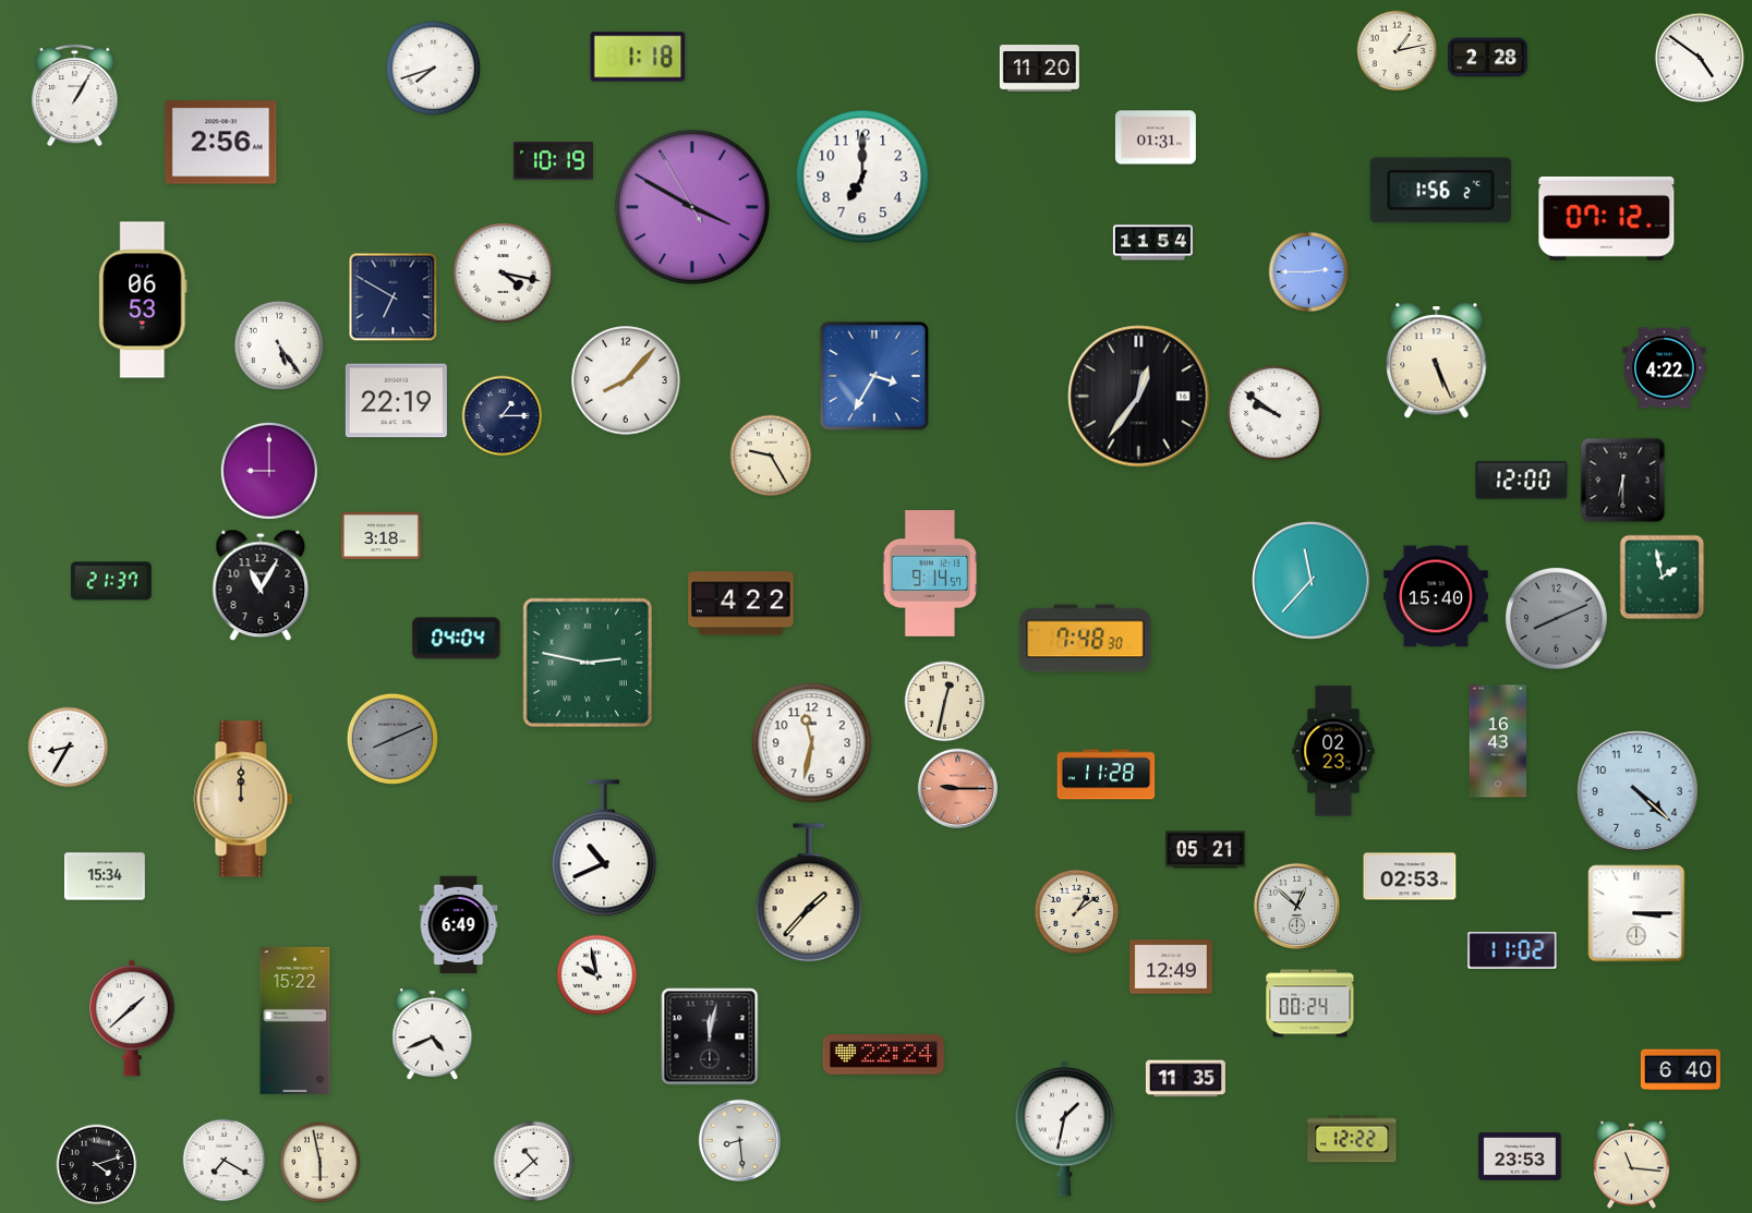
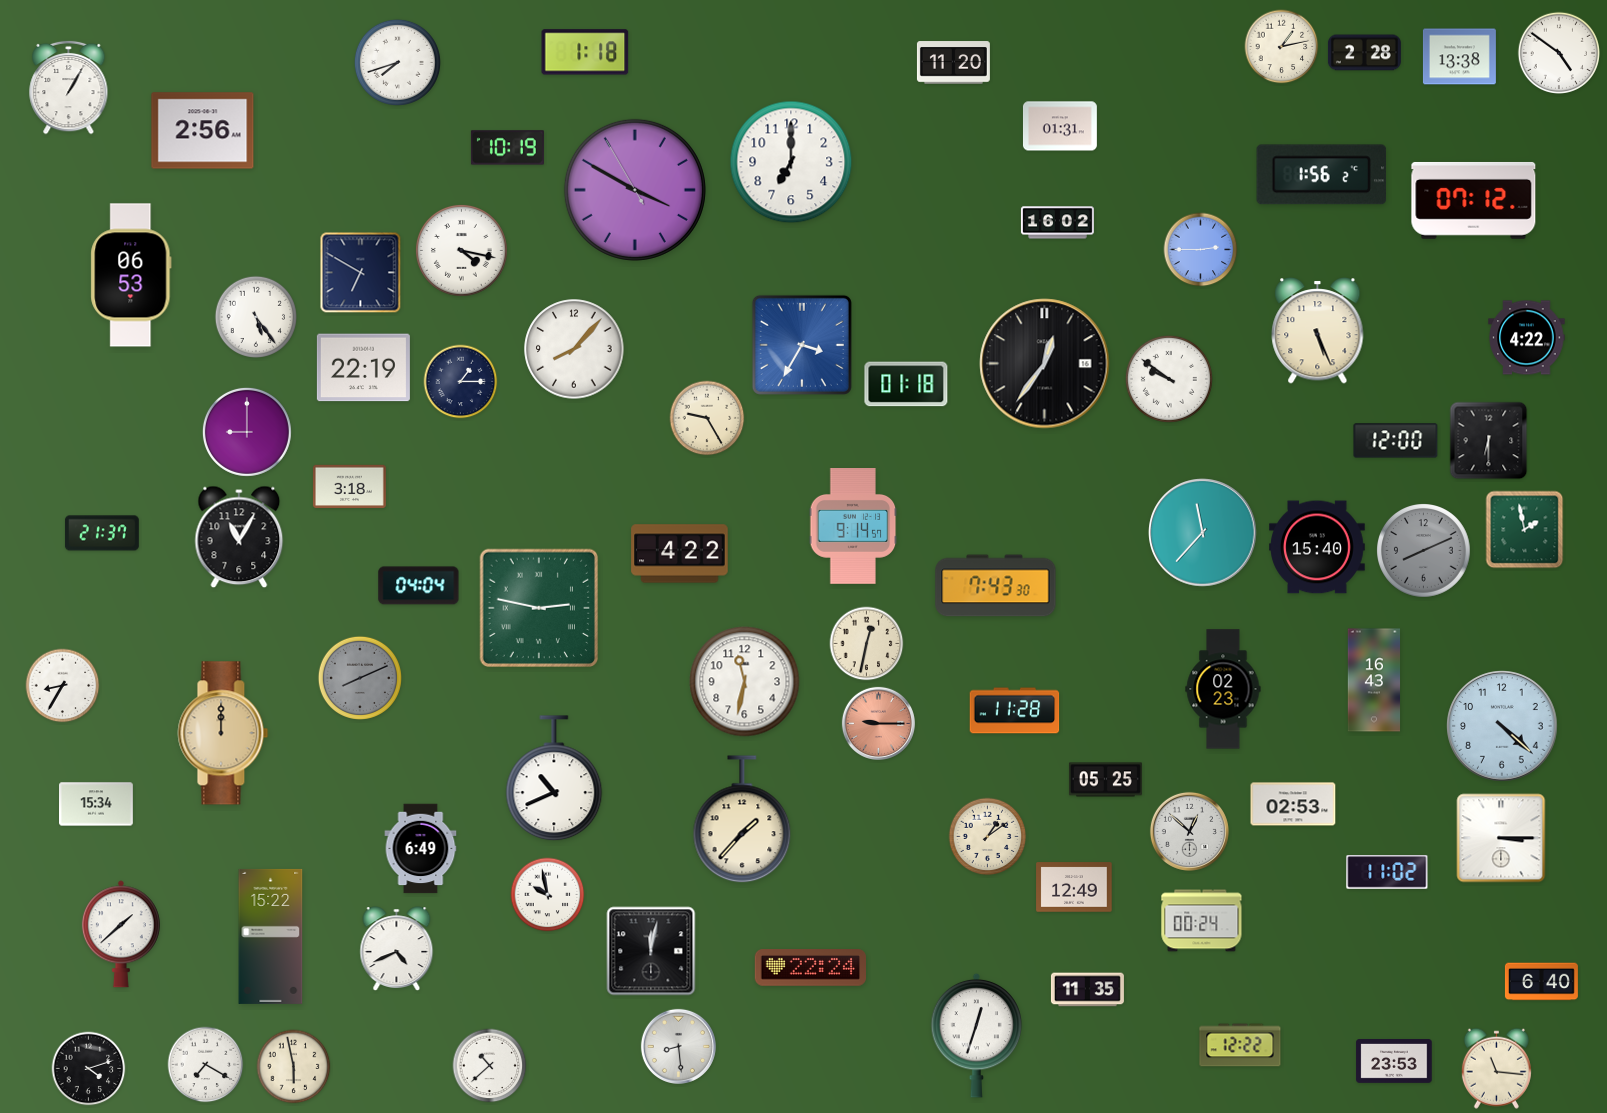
clock at (1459, 57): none -> 13:38
clock at (1152, 243): 11:54 -> 16:02
clock at (906, 384): none -> 01:18
clock at (380, 536) position: (380, 536) -> (349, 487)
clock at (1557, 619) position: (1557, 619) -> (1424, 551)
clock at (1086, 639): 7:48 -> 7:43
clock at (1205, 850): 05:21 -> 05:25
clock at (1065, 1128): 1:32 -> 12:33
